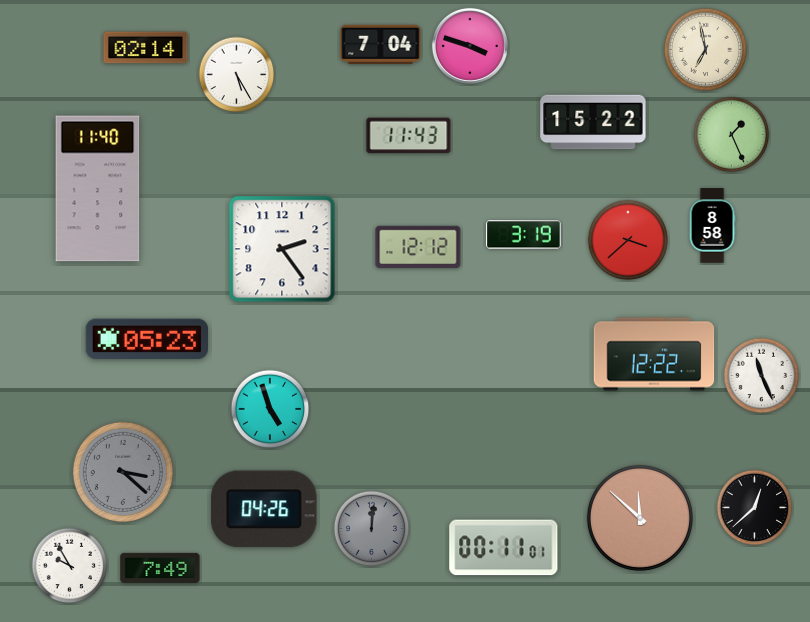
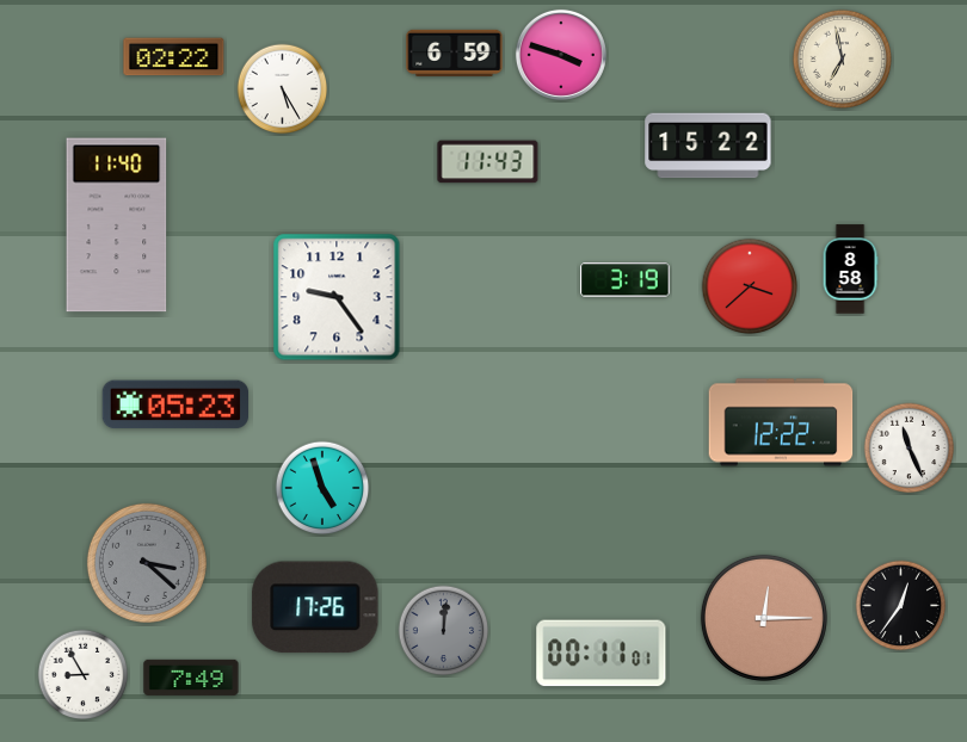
clock at (381, 44): 7:04 -> 6:59
clock at (146, 48): 02:14 -> 02:22
clock at (732, 135): 1:26 -> none
clock at (418, 247): 12:12 -> none
clock at (282, 249): 2:24 -> 9:24
clock at (755, 508): 12:38 -> 12:36
clock at (264, 509): 04:26 -> 17:26
clock at (640, 518): 11:52 -> 12:15
clock at (70, 566): 9:55 -> 8:55
